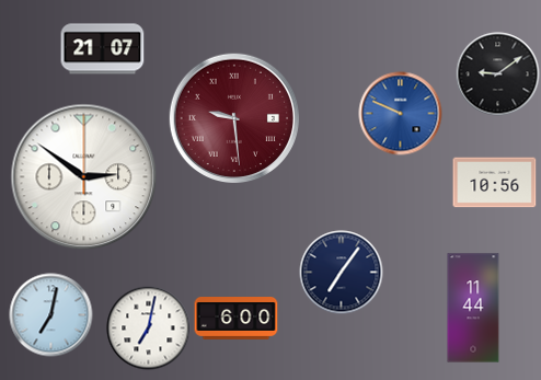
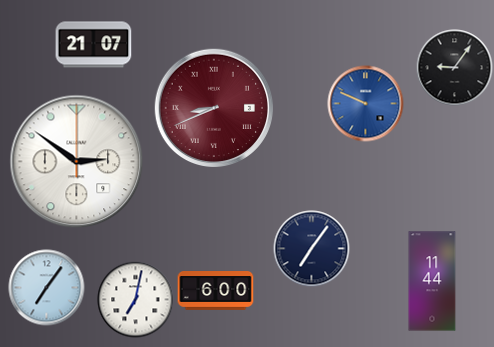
clock at (498, 74): 9:09 -> 9:06
clock at (233, 117): 9:29 -> 8:41
clock at (495, 183): 10:56 -> none
clock at (51, 315): 7:02 -> 7:06
